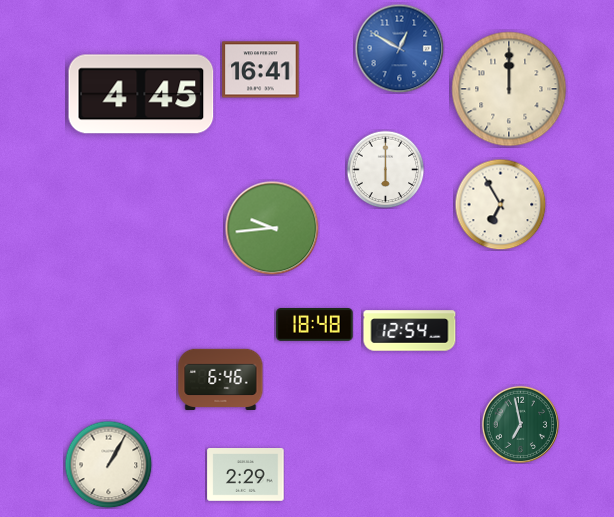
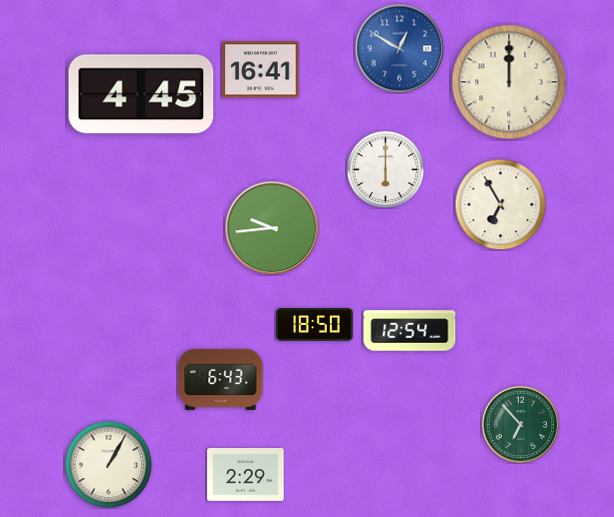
clock at (509, 89) position: (509, 89) -> (509, 82)
clock at (315, 325): 18:48 -> 18:50
clock at (221, 379): 6:46 -> 6:43
clock at (520, 424): 6:58 -> 6:53
